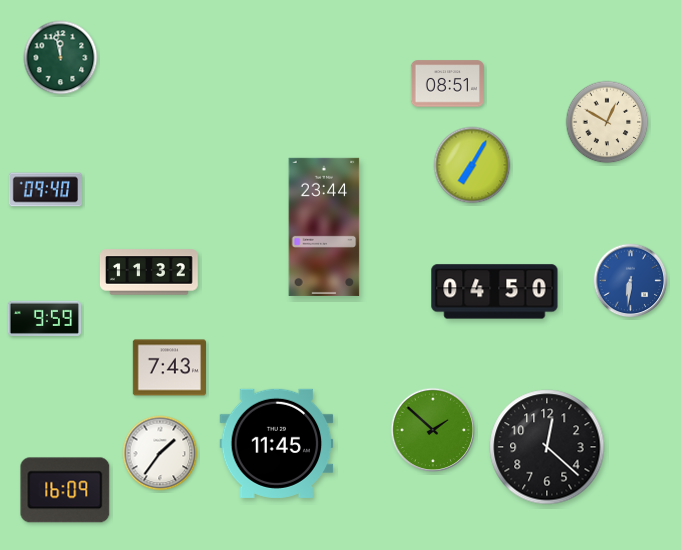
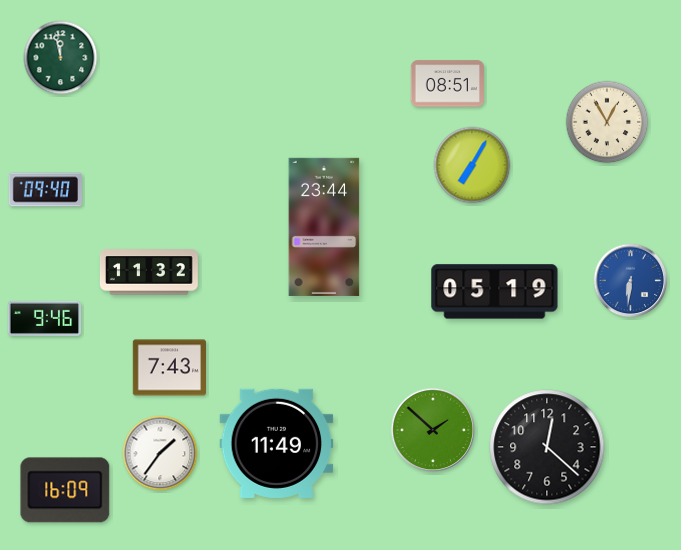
clock at (607, 122): 12:50 -> 12:55
clock at (495, 292): 04:50 -> 05:19
clock at (44, 318): 9:59 -> 9:46
clock at (277, 443): 11:45 -> 11:49
